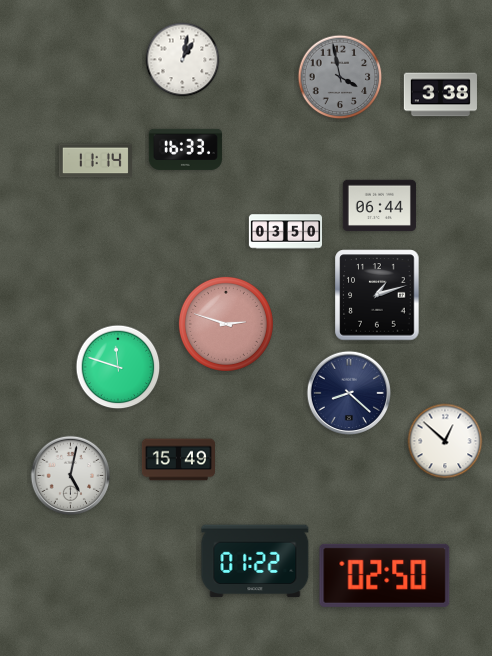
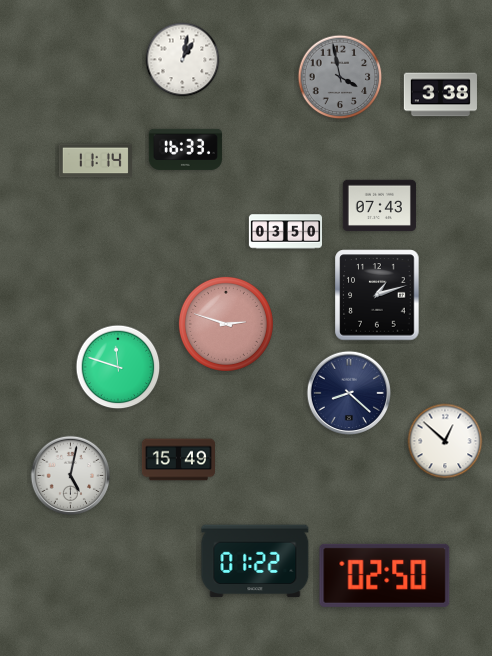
clock at (379, 205): 06:44 -> 07:43
